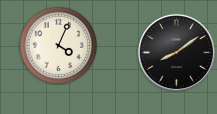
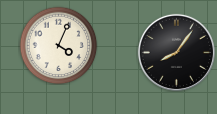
clock at (176, 52): 8:09 -> 8:06
